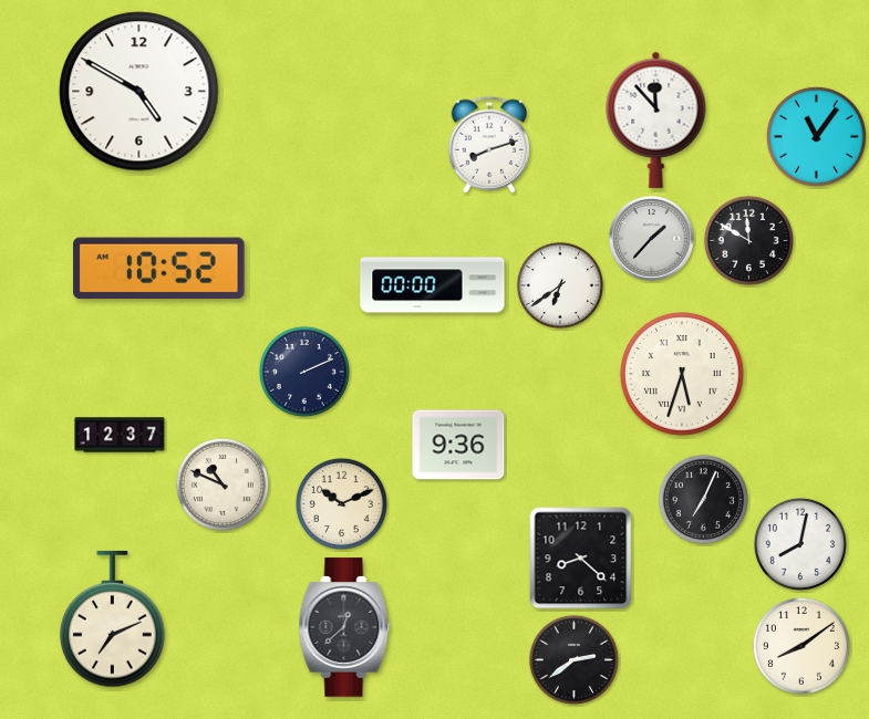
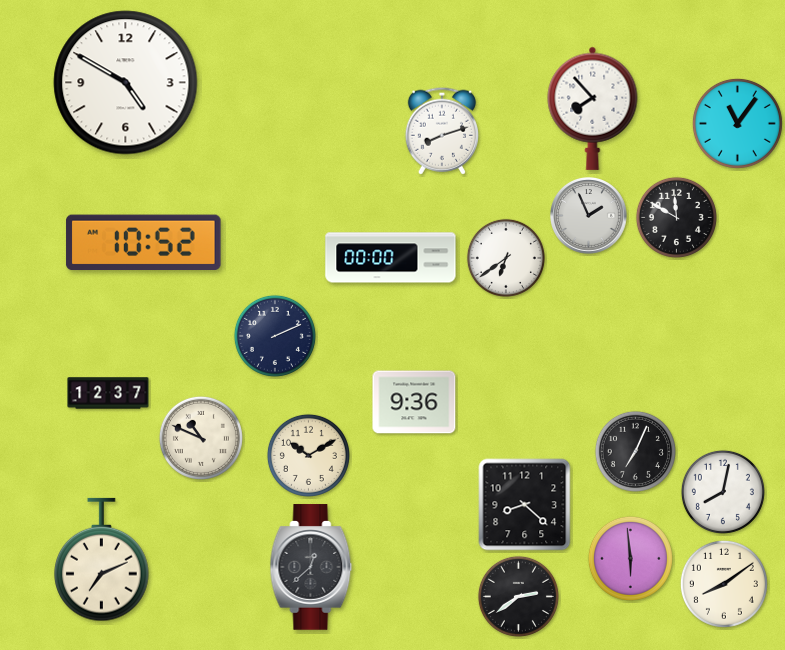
clock at (656, 119): 11:53 -> 7:53
clock at (652, 239): 1:37 -> 1:56
clock at (682, 374): 5:33 -> none
clock at (341, 503): 10:11 -> 10:10
clock at (630, 558): none -> 5:59
